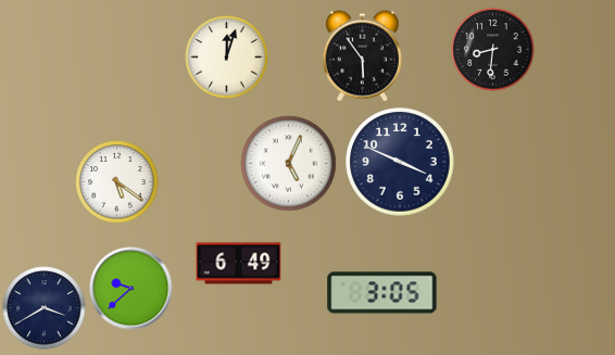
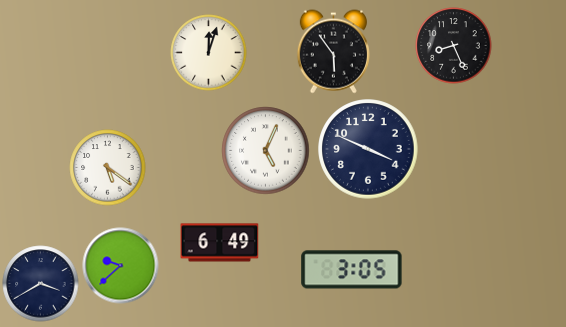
clock at (493, 50): 8:31 -> 8:26
